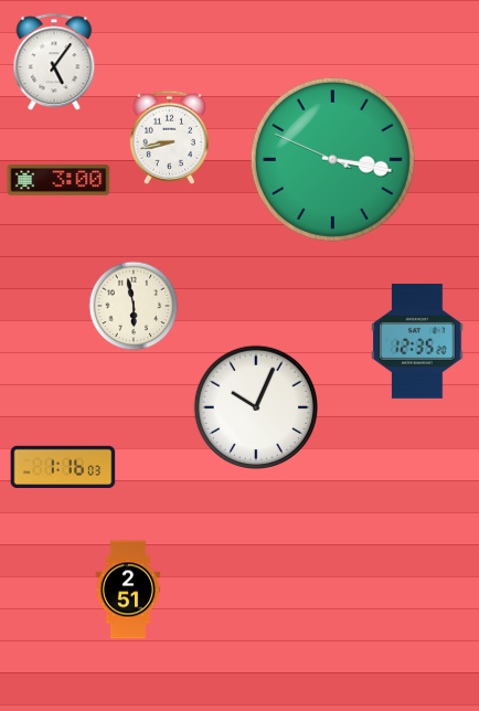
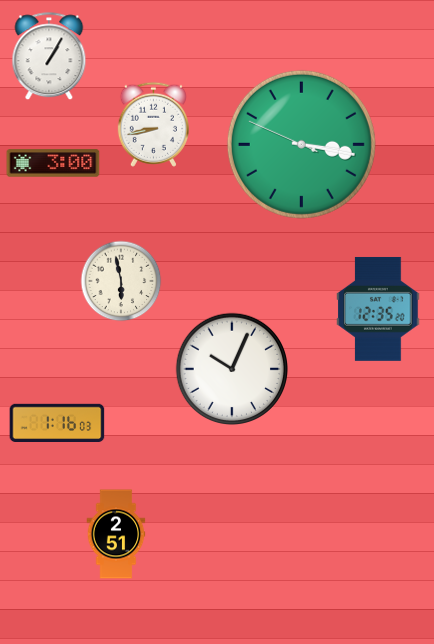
clock at (54, 63): 5:06 -> 1:05
clock at (134, 306) position: (134, 306) -> (121, 281)
